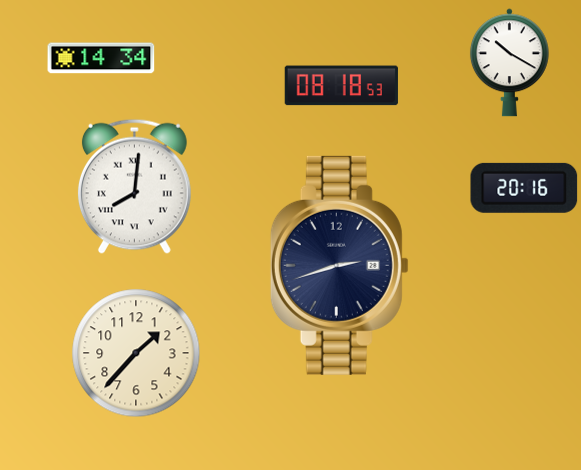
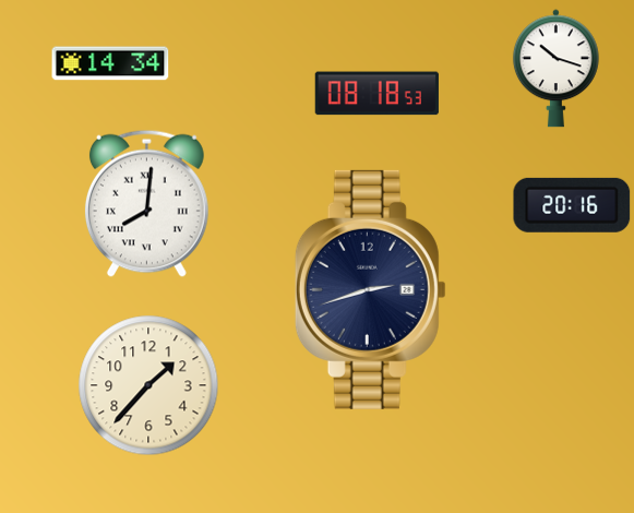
clock at (509, 63): 10:20 -> 10:18
clock at (341, 86) position: (341, 86) -> (376, 94)
